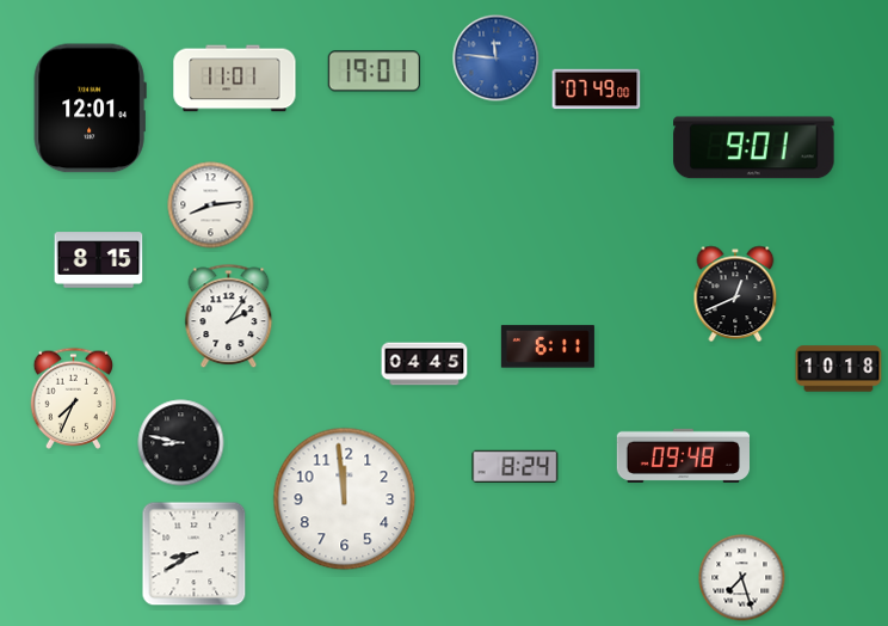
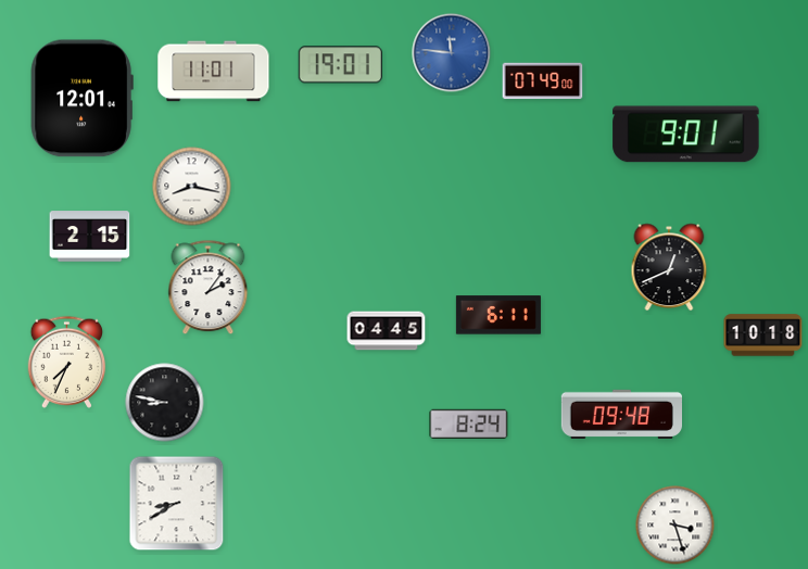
clock at (211, 205): 8:14 -> 8:17
clock at (99, 260): 8:15 -> 2:15
clock at (345, 499): 11:59 -> none
clock at (742, 578): 7:27 -> 3:27
